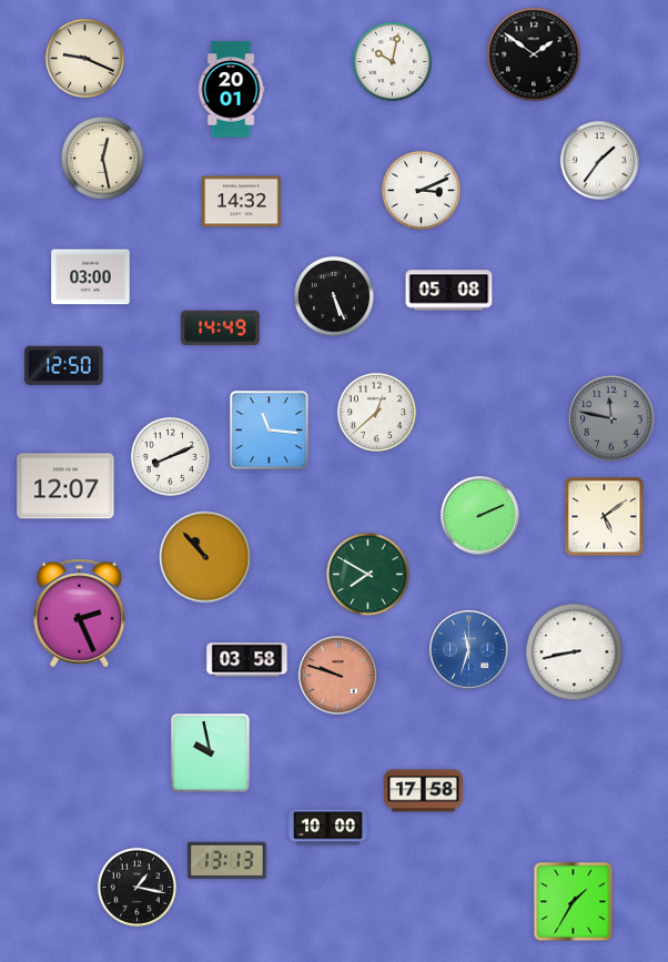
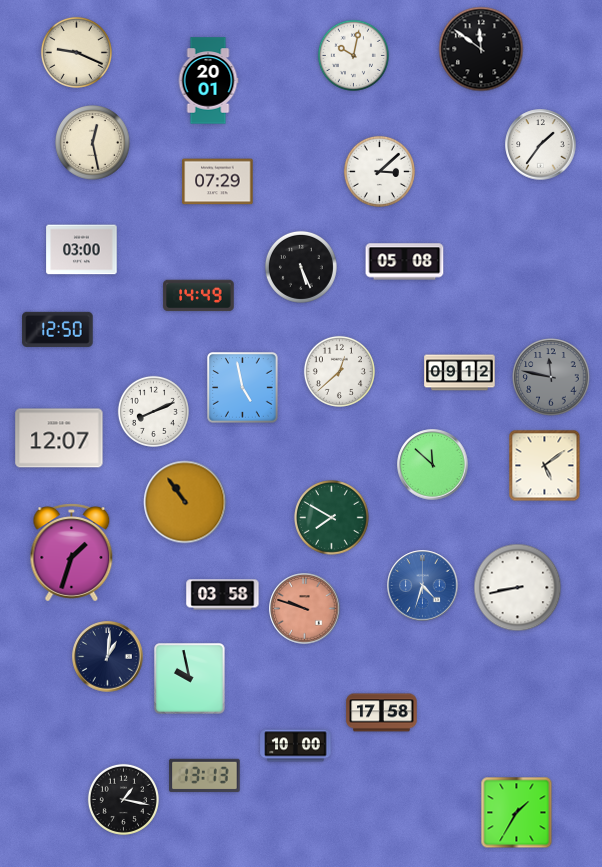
clock at (534, 54): 1:51 -> 11:51
clock at (421, 190): 3:11 -> 3:08
clock at (242, 202): 14:32 -> 07:29
clock at (460, 373): none -> 09:12
clock at (270, 431): 11:16 -> 4:58
clock at (480, 516): 2:11 -> 11:52
clock at (205, 557): 10:53 -> 10:54
clock at (80, 614): 2:26 -> 1:33
clock at (469, 650): 11:33 -> 4:33
clock at (108, 657): none -> 1:01
